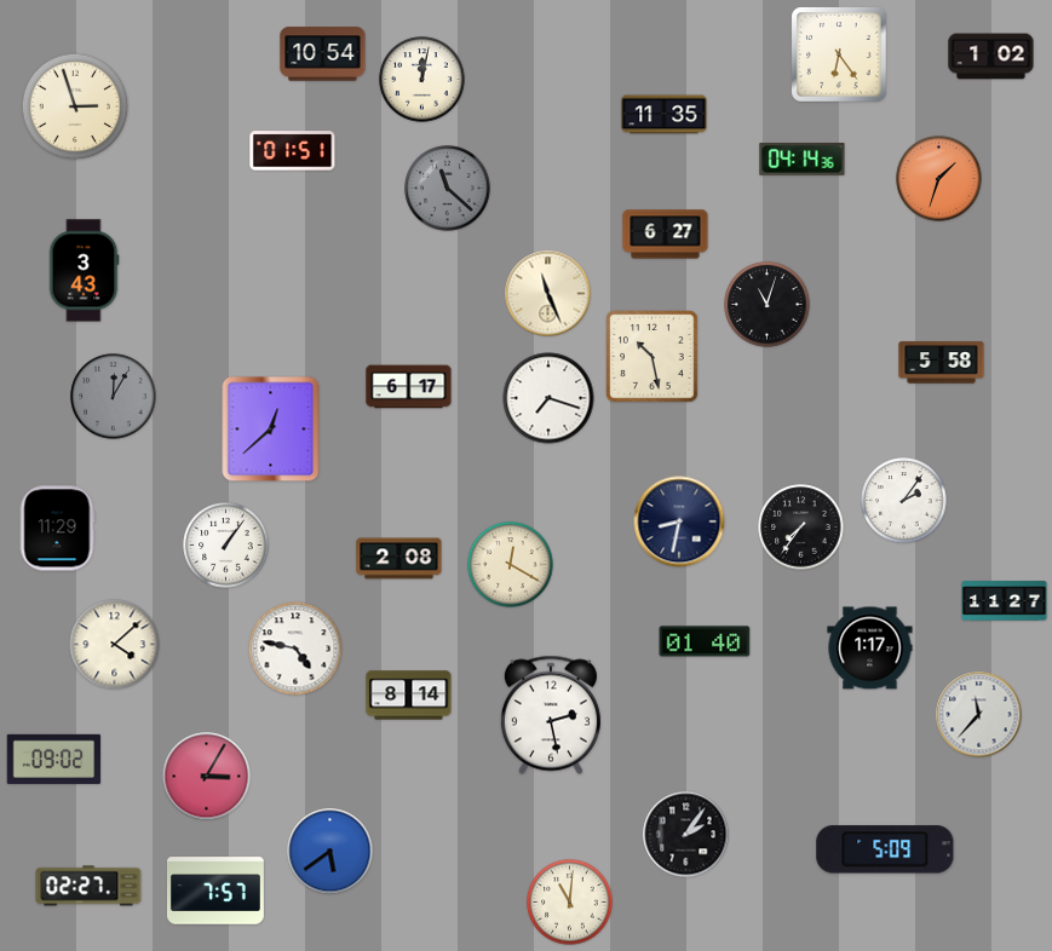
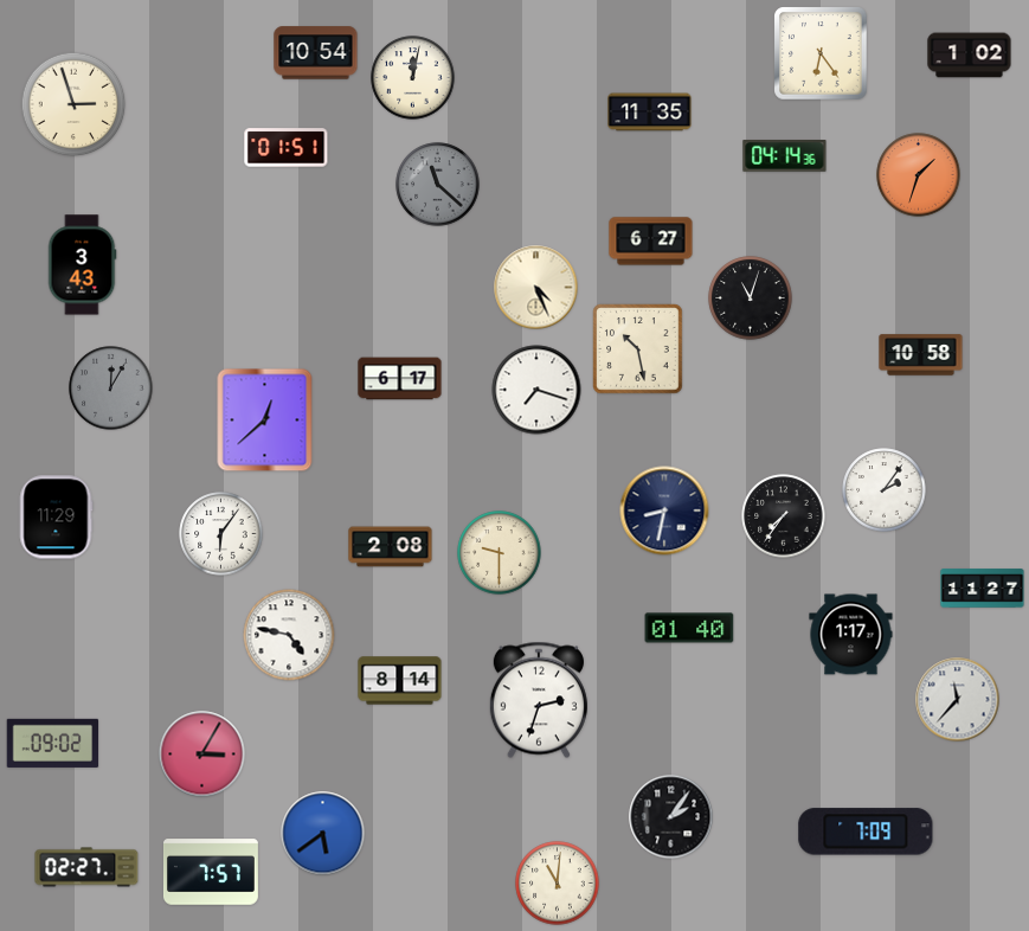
clock at (666, 235) position: (666, 235) -> (651, 242)
clock at (548, 294): 11:26 -> 4:26
clock at (942, 363): 5:58 -> 10:58
clock at (226, 546): 1:06 -> 6:06
clock at (511, 565): 12:20 -> 9:30
clock at (115, 645): 4:08 -> none
clock at (551, 715): 2:28 -> 2:33
clock at (207, 777) position: (207, 777) -> (202, 755)
clock at (885, 849): 5:09 -> 7:09
